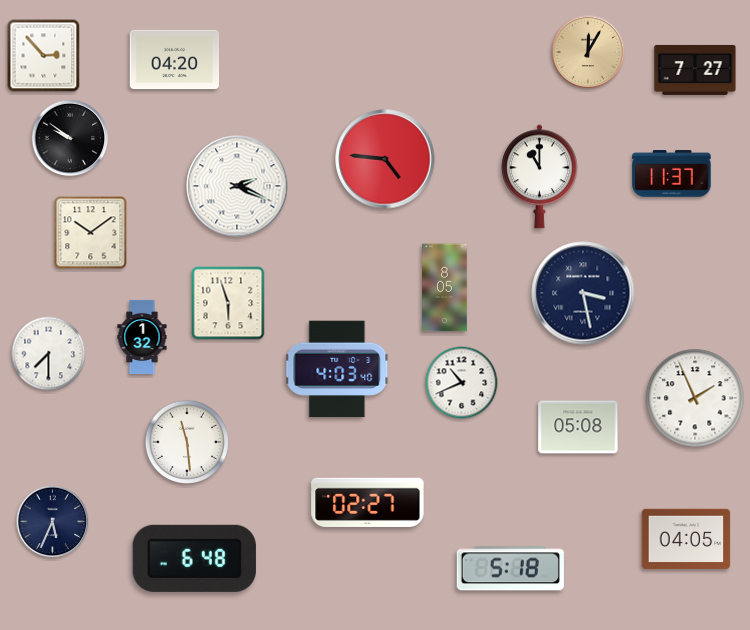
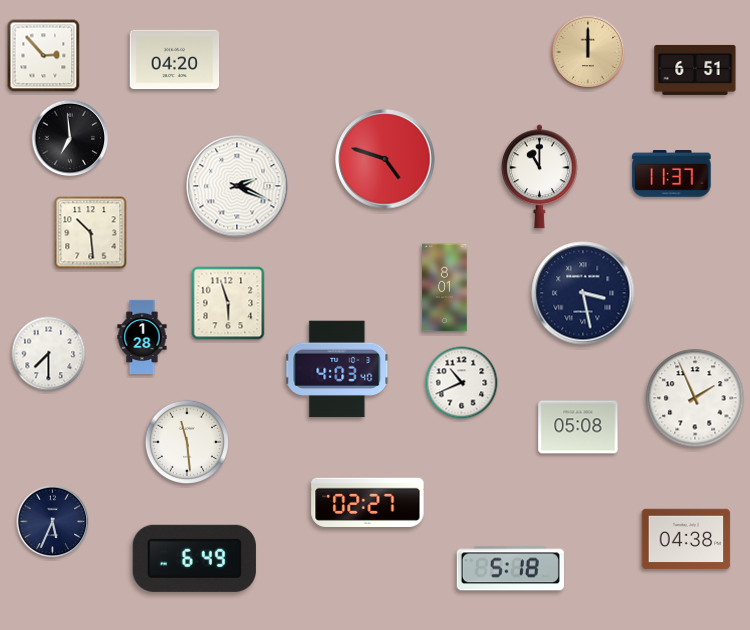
clock at (588, 52): 12:05 -> 12:00
clock at (695, 70): 7:27 -> 6:51
clock at (70, 138): 9:51 -> 6:59
clock at (385, 159): 4:46 -> 4:48
clock at (91, 233): 10:09 -> 10:29
clock at (445, 288): 8:05 -> 8:01
clock at (142, 336): 1:32 -> 1:28
clock at (686, 539): 04:05 -> 04:38
clock at (194, 558): 6:48 -> 6:49
